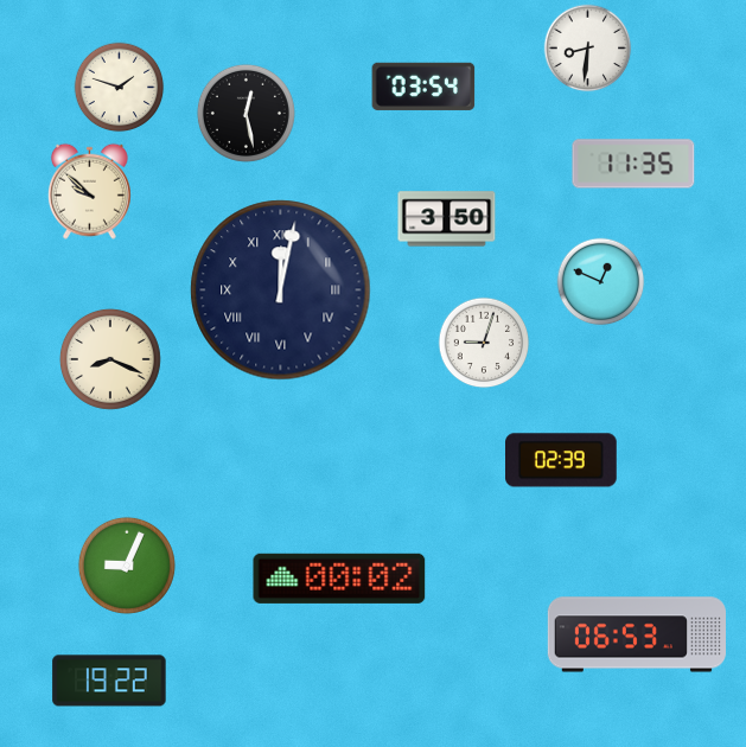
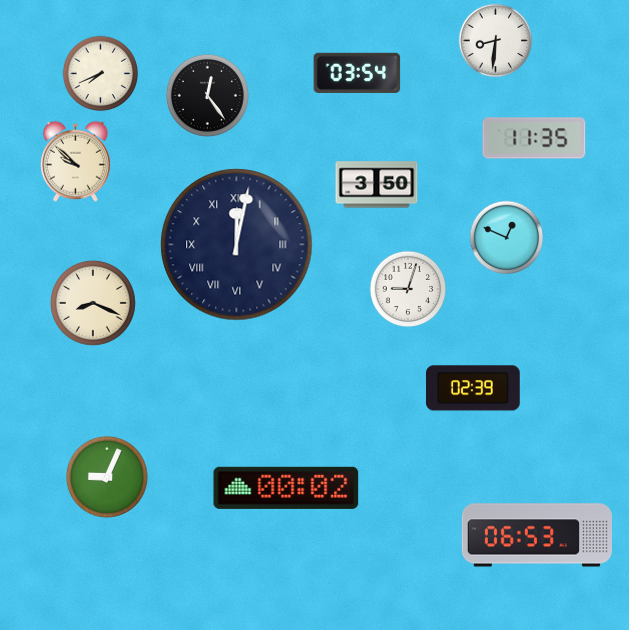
clock at (120, 88): 1:48 -> 7:41
clock at (246, 113): 12:28 -> 12:24
clock at (109, 681): 19:22 -> none
